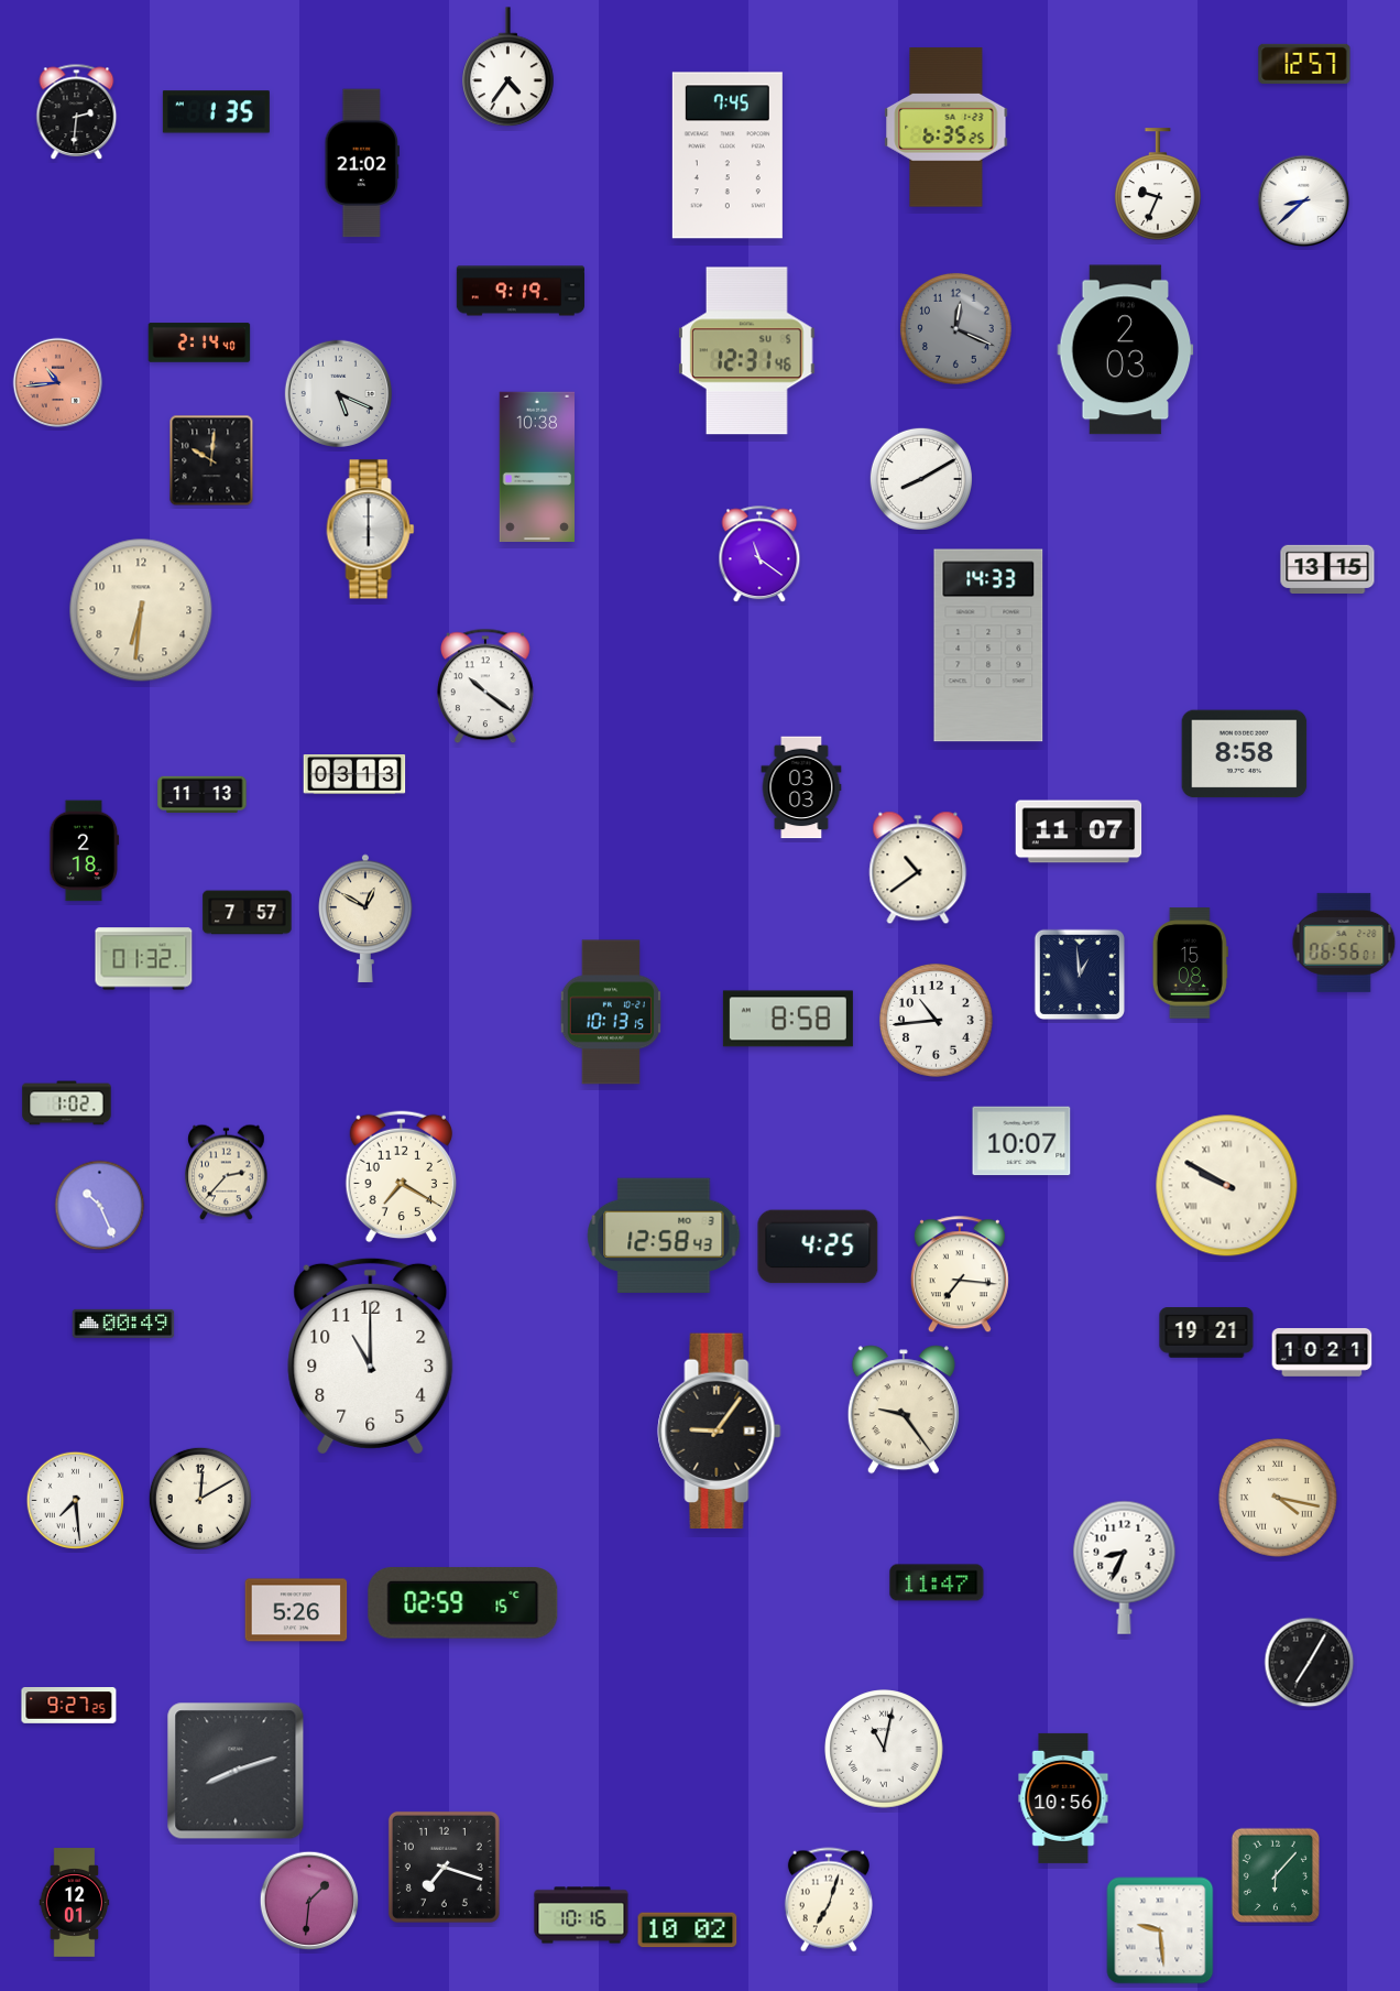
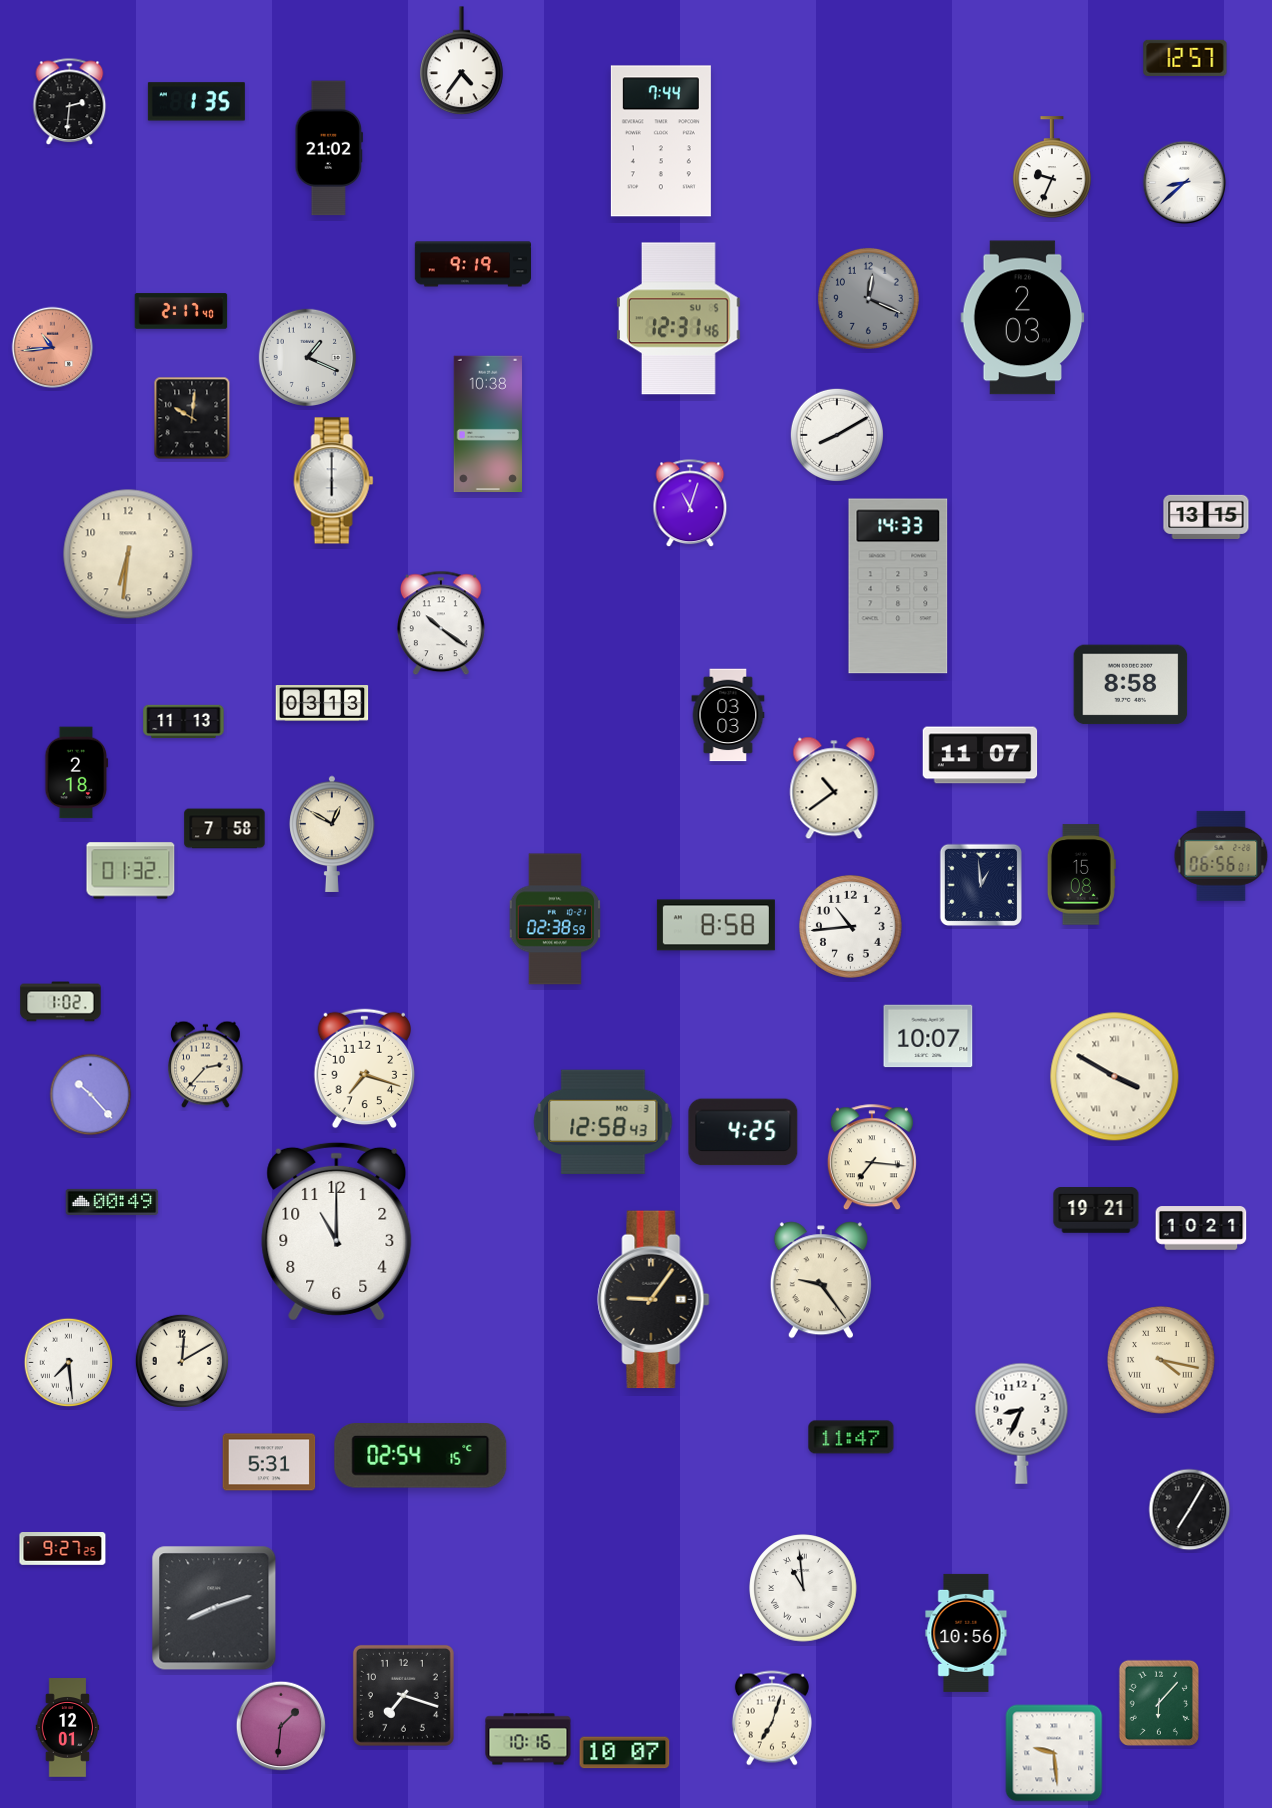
clock at (947, 128): 6:35 -> none
clock at (728, 155): 7:45 -> 7:44
clock at (199, 342): 2:14 -> 2:17
clock at (338, 393): 5:19 -> 1:19
clock at (371, 530) position: (371, 530) -> (334, 481)
clock at (759, 555): 11:21 -> 11:03
clock at (248, 913): 7:57 -> 7:58
clock at (611, 1012): 10:13 -> 02:38
clock at (401, 1177): 7:20 -> 7:18
clock at (1227, 1186): 9:50 -> 3:50
clock at (100, 1206): 10:26 -> 10:23
clock at (463, 1603): 02:59 -> 02:54
clock at (296, 1610): 5:26 -> 5:31
clock at (884, 1749): 11:02 -> 10:59
clock at (829, 1900) position: (829, 1900) -> (772, 1718)
clock at (688, 1930): 10:02 -> 10:07
